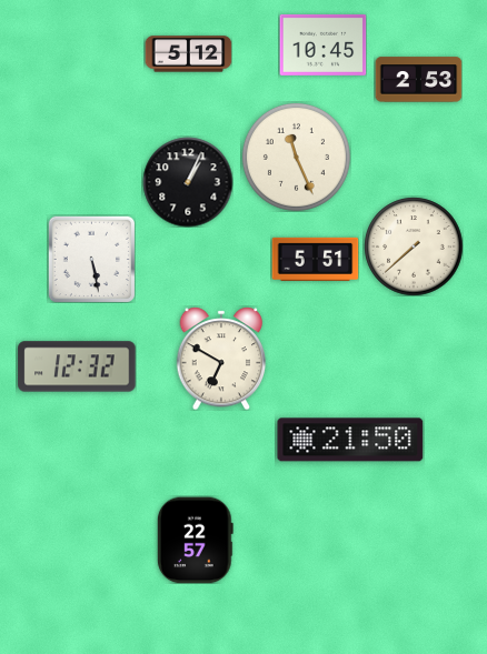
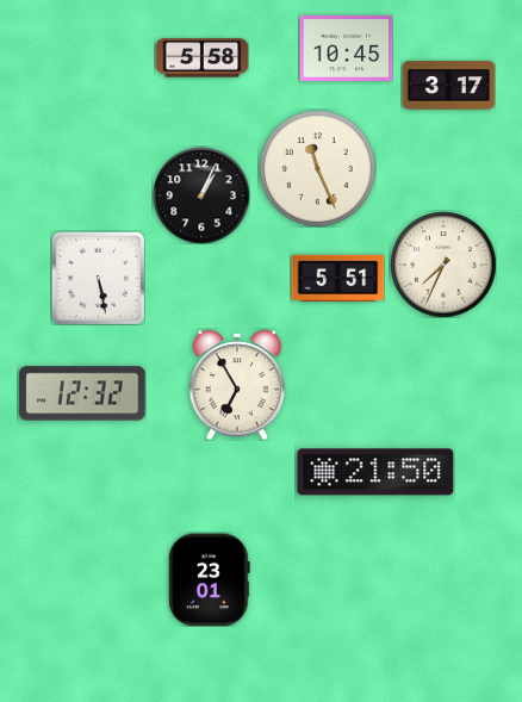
clock at (188, 54): 5:12 -> 5:58
clock at (418, 80): 2:53 -> 3:17
clock at (414, 246): 7:38 -> 7:34
clock at (221, 359): 6:50 -> 6:55
clock at (195, 540): 22:57 -> 23:01
